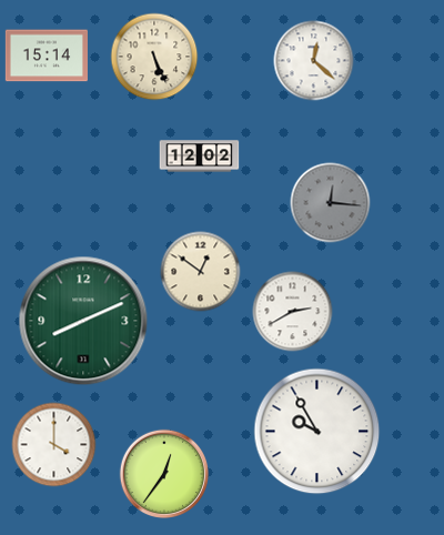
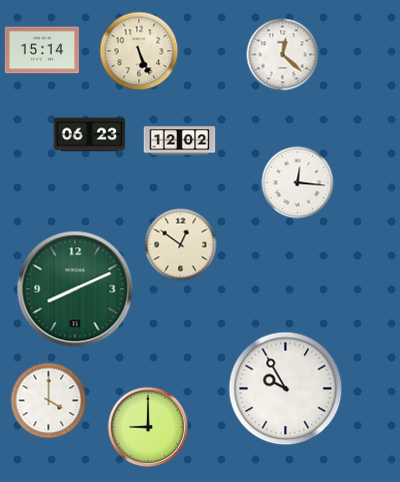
clock at (90, 135): none -> 06:23
clock at (331, 203) dial: grey -> white
clock at (293, 312): 2:40 -> none
clock at (164, 474): 12:36 -> 9:00
